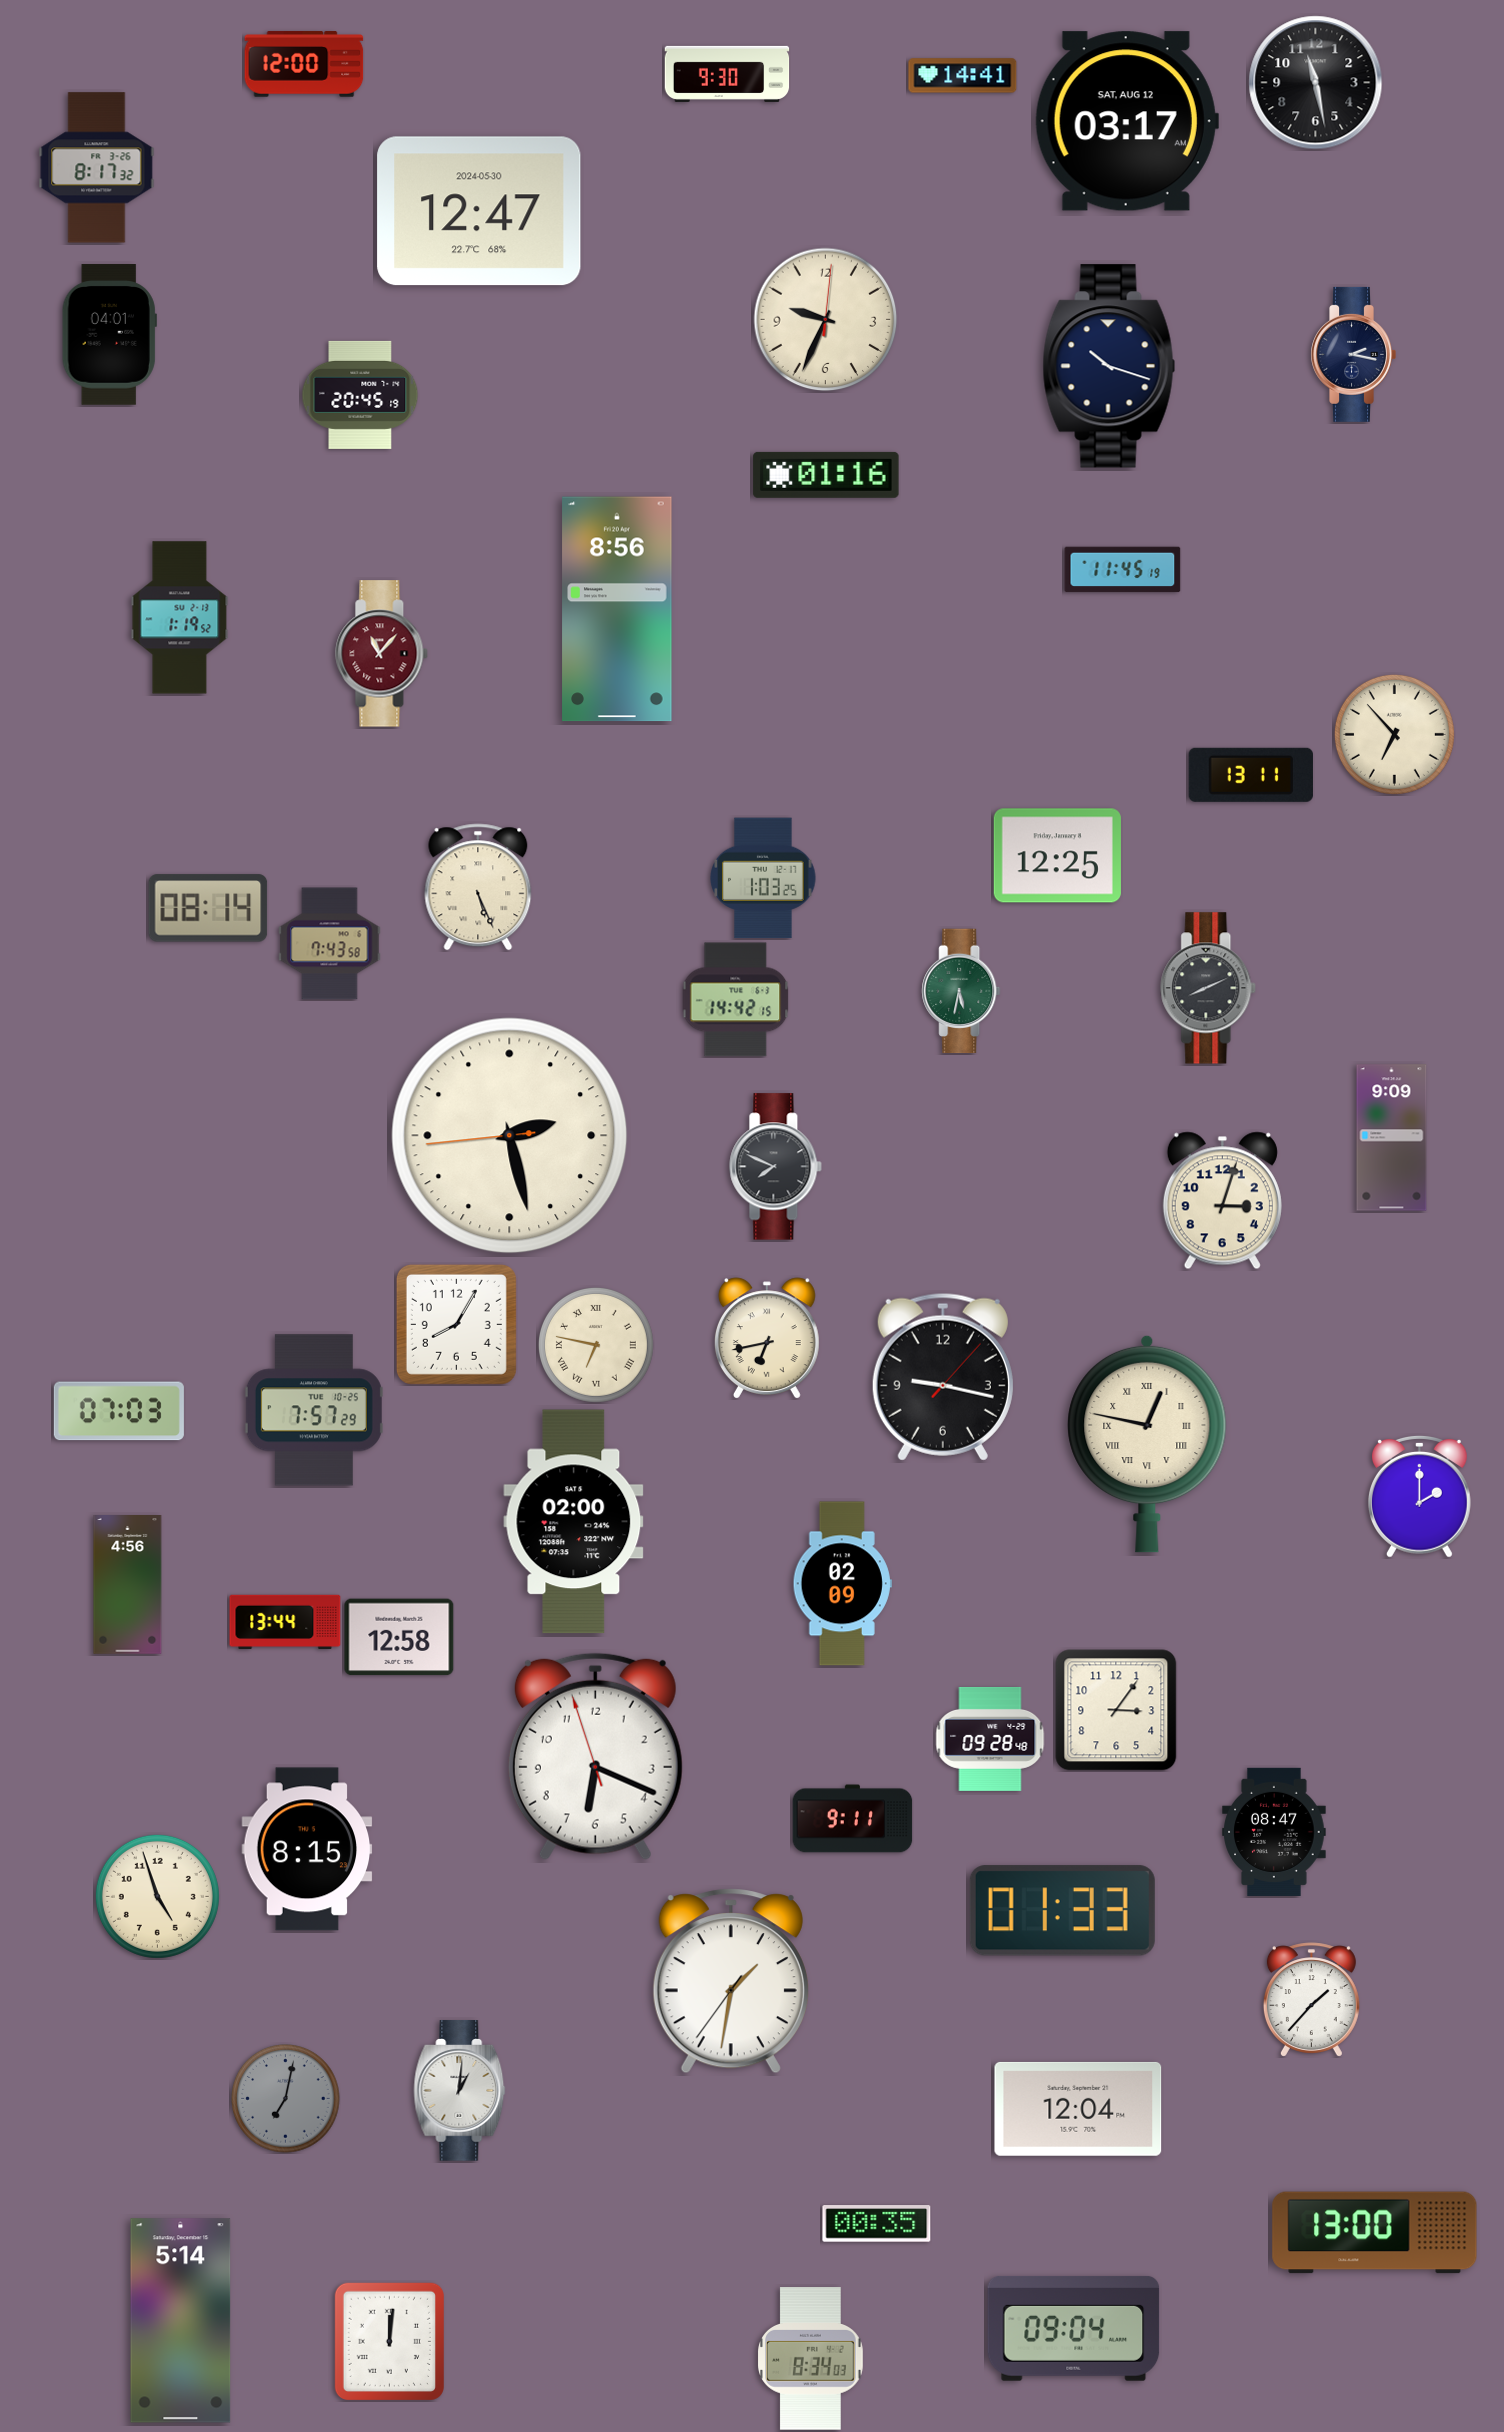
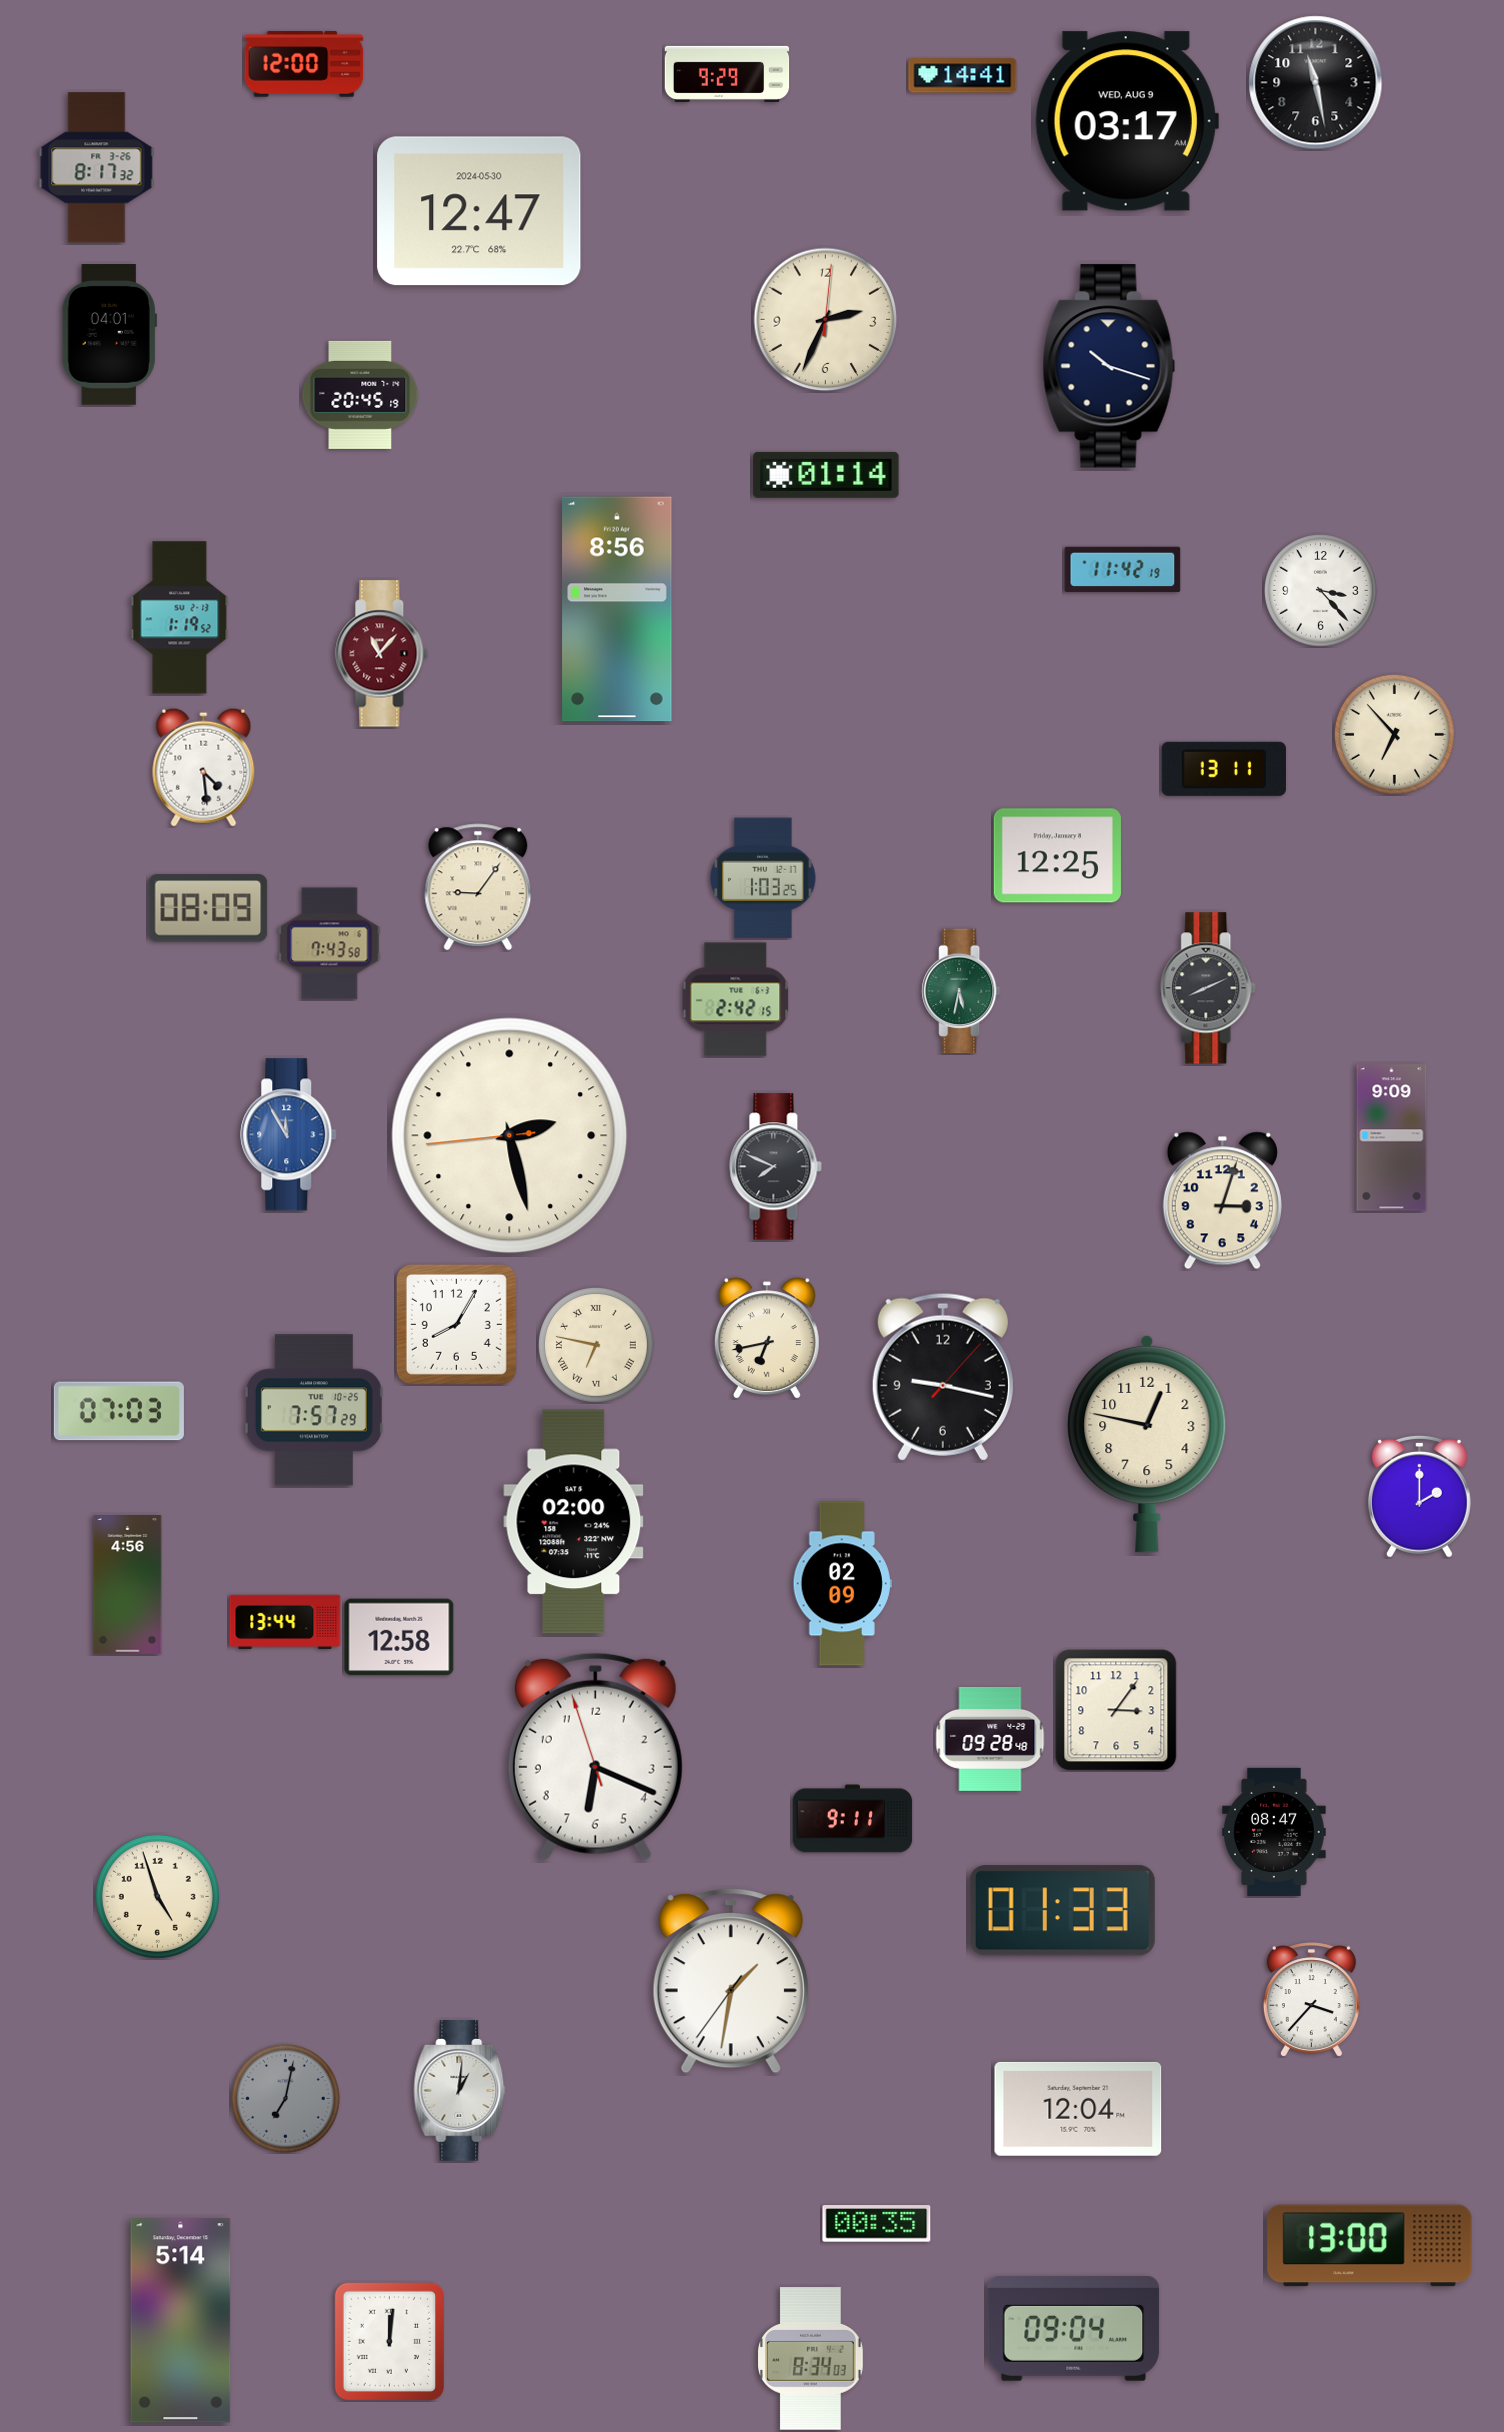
clock at (727, 74): 9:30 -> 9:29
clock at (1127, 121) date: SAT, AUG 12 -> WED, AUG 9
clock at (826, 320): 9:34 -> 2:34
clock at (1353, 354): 2:17 -> none
clock at (826, 475): 01:16 -> 01:14
clock at (1123, 570): 11:45 -> 11:42
clock at (1321, 591): none -> 3:23
clock at (204, 767): none -> 4:29
clock at (1251, 775) position: (1251, 775) -> (1224, 769)
clock at (478, 887): 5:26 -> 9:06
clock at (208, 908): 08:14 -> 08:09
clock at (736, 1000): 14:42 -> 2:42
clock at (289, 1135): none -> 11:55
clock at (1147, 1444) numerals: Roman -> Arabic
clock at (307, 1849): 8:15 -> none
clock at (1311, 2000): 1:37 -> 3:37
clock at (1375, 2233) position: (1375, 2233) -> (1370, 2246)
